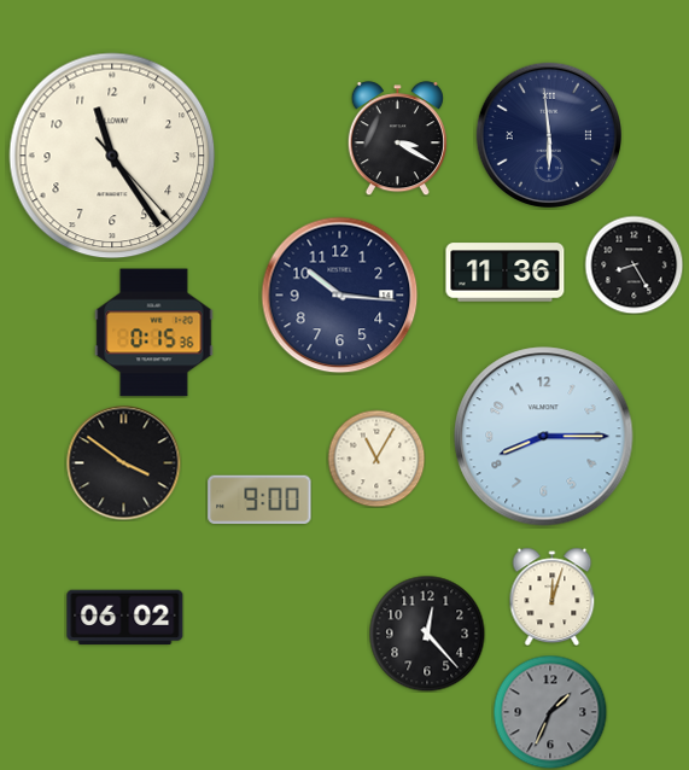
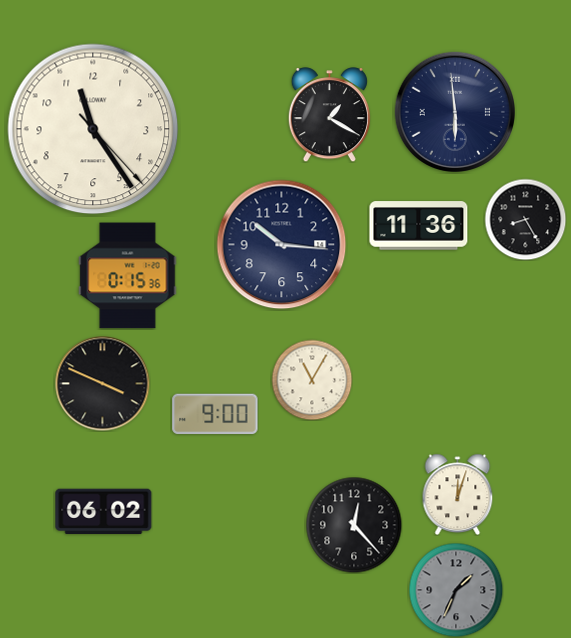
clock at (397, 139): 3:20 -> 1:20
clock at (544, 437): 8:15 -> none
clock at (123, 462): 3:51 -> 3:49
